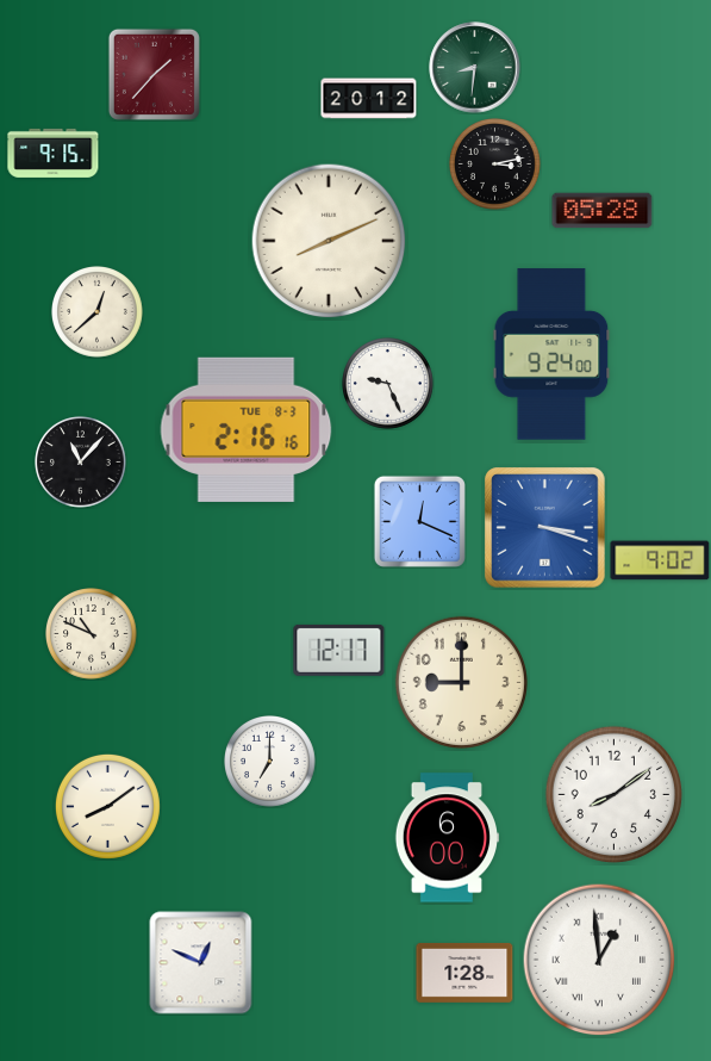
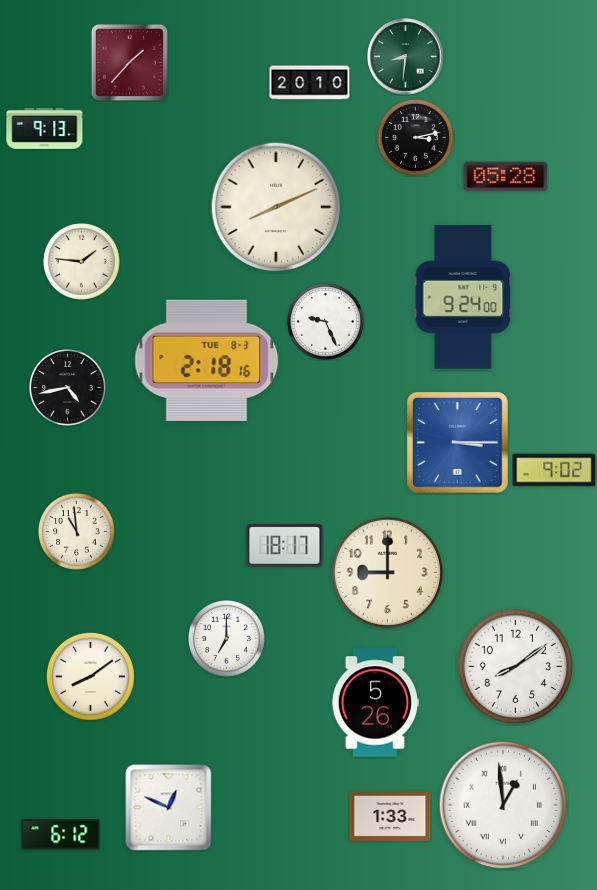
clock at (475, 68) position: (475, 68) -> (406, 57)
clock at (369, 99): 20:12 -> 20:10
clock at (54, 153): 9:15 -> 9:13
clock at (329, 241) position: (329, 241) -> (276, 207)
clock at (98, 312): 12:38 -> 1:46
clock at (247, 429): 2:16 -> 2:18
clock at (81, 463): 11:07 -> 4:43
clock at (419, 521): 12:19 -> none
clock at (545, 528): 3:18 -> 3:15
clock at (92, 634): 10:49 -> 10:59
clock at (339, 650): 12:17 -> 18:17
clock at (447, 838): 6:00 -> 5:26
clock at (464, 973): 1:28 -> 1:33
clock at (61, 835): none -> 6:12
